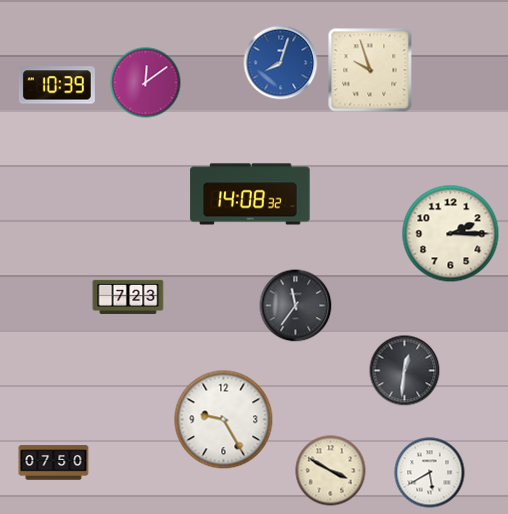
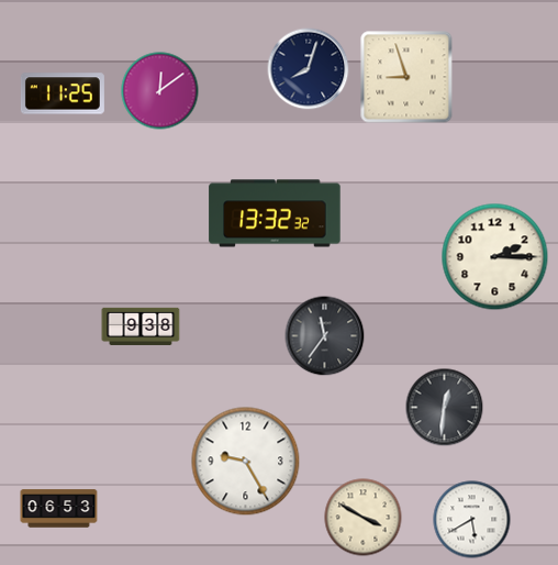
clock at (281, 63) dial: blue -> navy
clock at (370, 70): 9:57 -> 8:57
clock at (57, 85): 10:39 -> 11:25
clock at (250, 194): 14:08 -> 13:32
clock at (128, 296): 7:23 -> 9:38
clock at (54, 463): 07:50 -> 06:53
